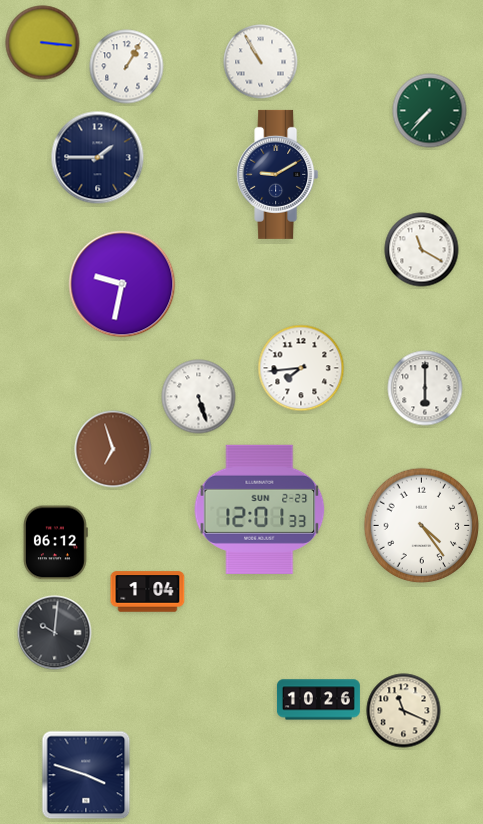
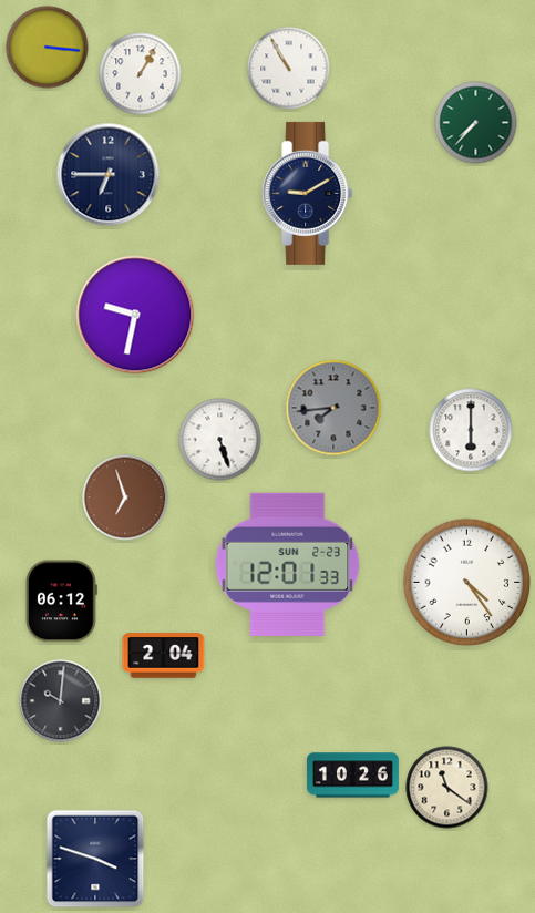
clock at (98, 158): 1:45 -> 6:45
clock at (422, 250): 11:20 -> none
clock at (301, 368) dial: white -> grey
clock at (148, 592): 1:04 -> 2:04
clock at (404, 711): 11:19 -> 11:21
